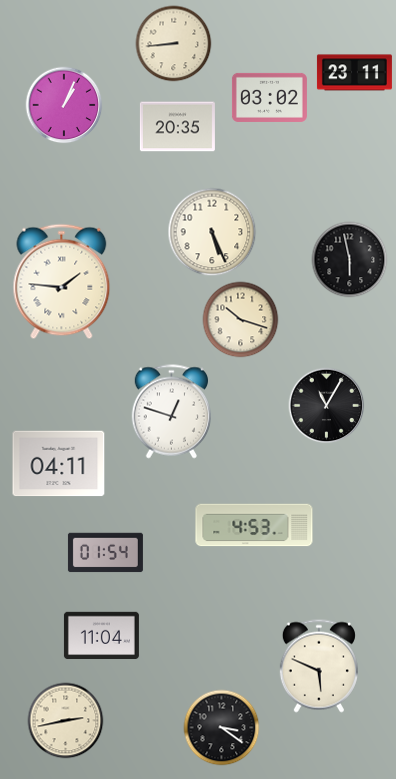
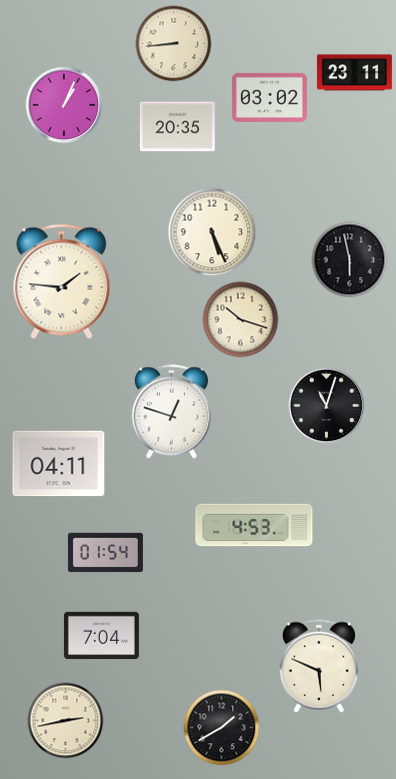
clock at (327, 406): 11:05 -> 11:03
clock at (101, 636): 11:04 -> 7:04
clock at (222, 728): 3:21 -> 1:40
